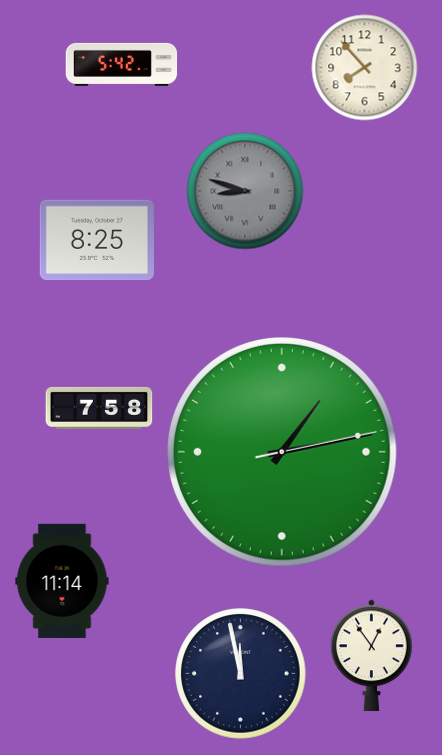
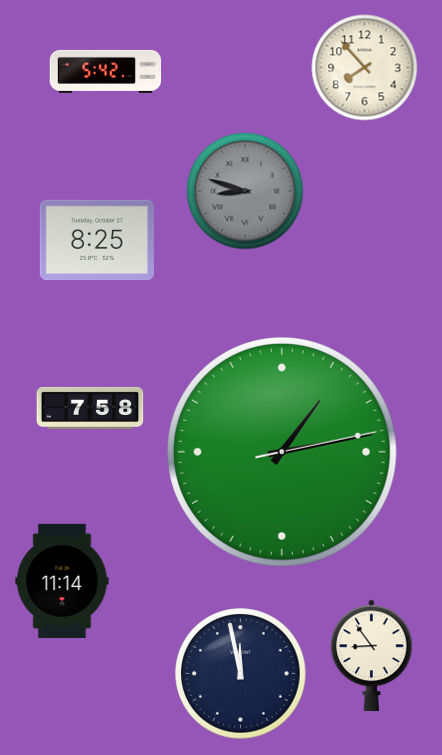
clock at (122, 64) position: (122, 64) -> (106, 71)
clock at (99, 408) position: (99, 408) -> (90, 408)
clock at (372, 656): 12:54 -> 8:54
